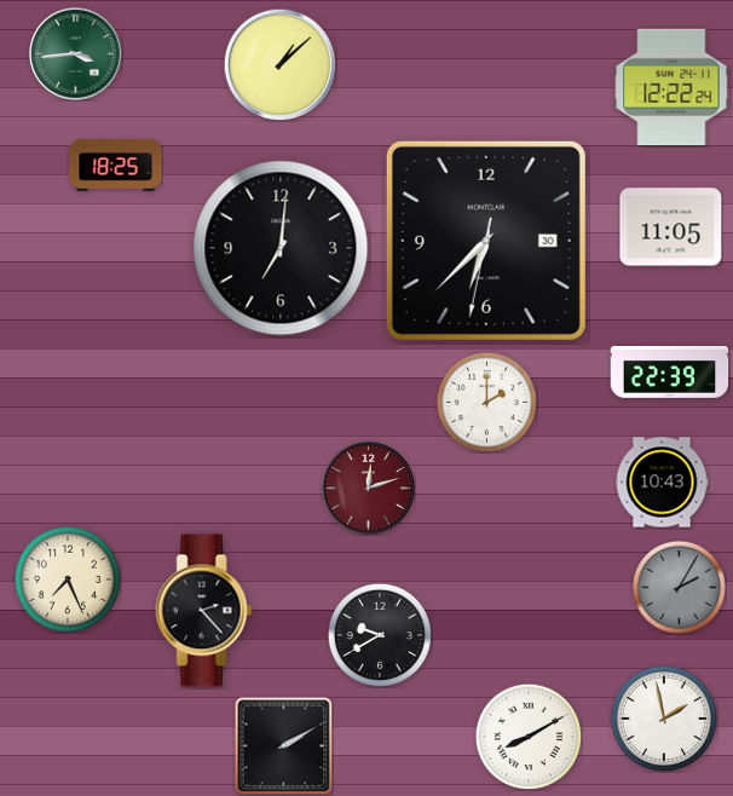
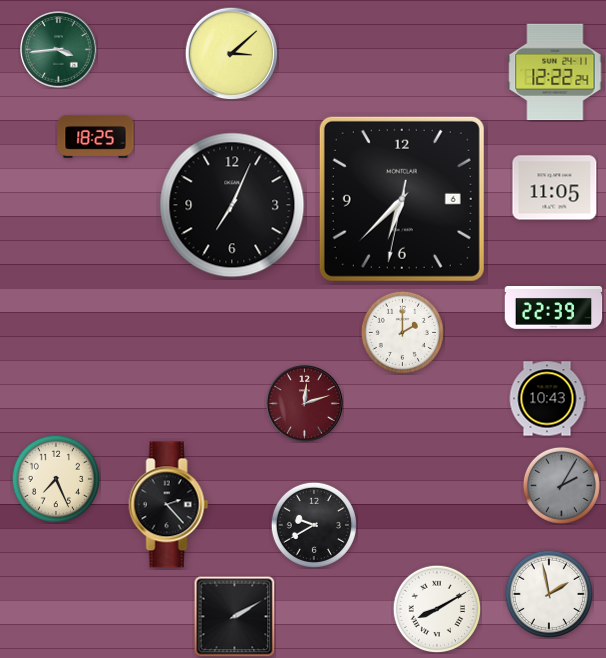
clock at (76, 54) position: (76, 54) -> (59, 50)
clock at (279, 64): 1:08 -> 3:08
clock at (486, 241) date: 30 -> 6
clock at (281, 248): 7:01 -> 7:04
